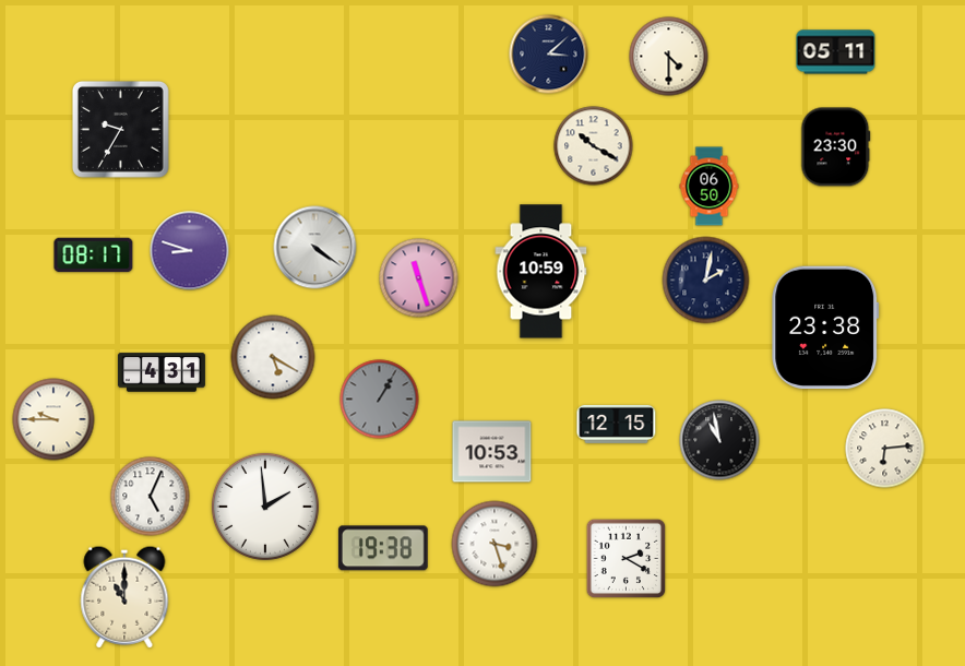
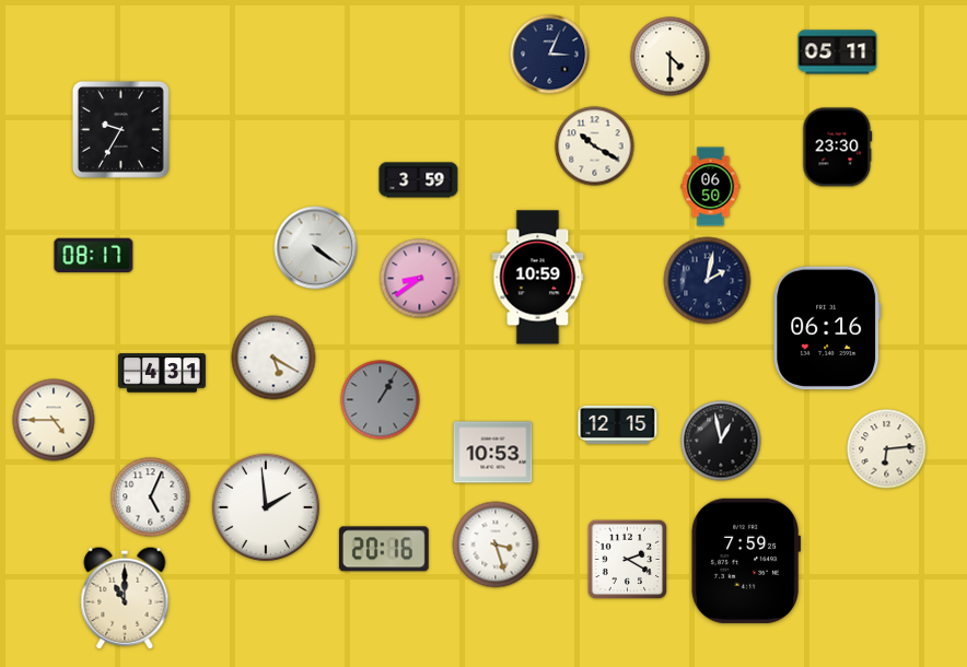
clock at (549, 55): 3:08 -> 3:04
clock at (419, 180): none -> 3:59
clock at (190, 251): 8:48 -> none
clock at (541, 272) position: (541, 272) -> (538, 278)
clock at (419, 278): 11:27 -> 8:39
clock at (825, 328): 23:38 -> 06:16
clock at (53, 419): 9:45 -> 4:45
clock at (719, 440): 10:58 -> 12:58
clock at (383, 548): 19:38 -> 20:16
clock at (746, 561): none -> 7:59
